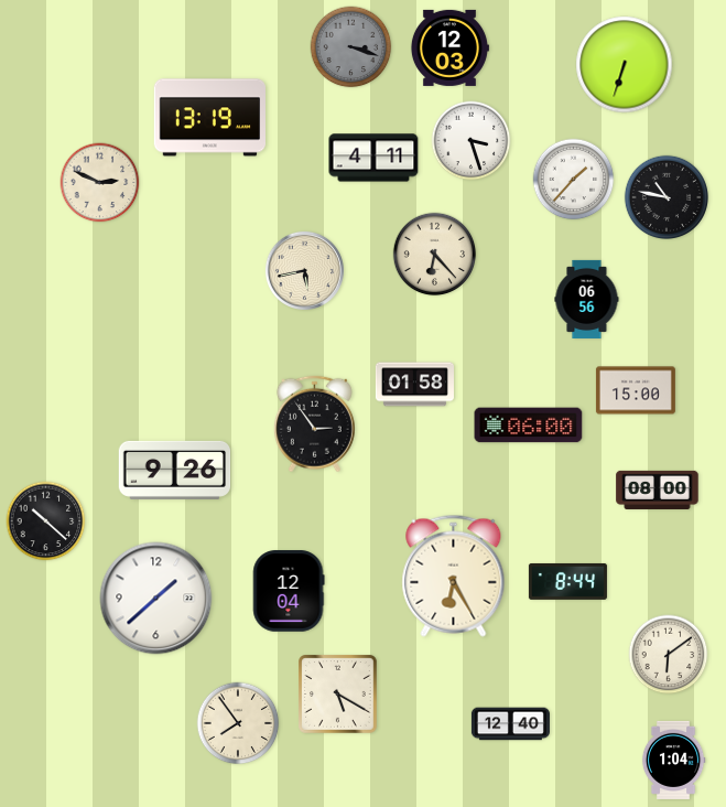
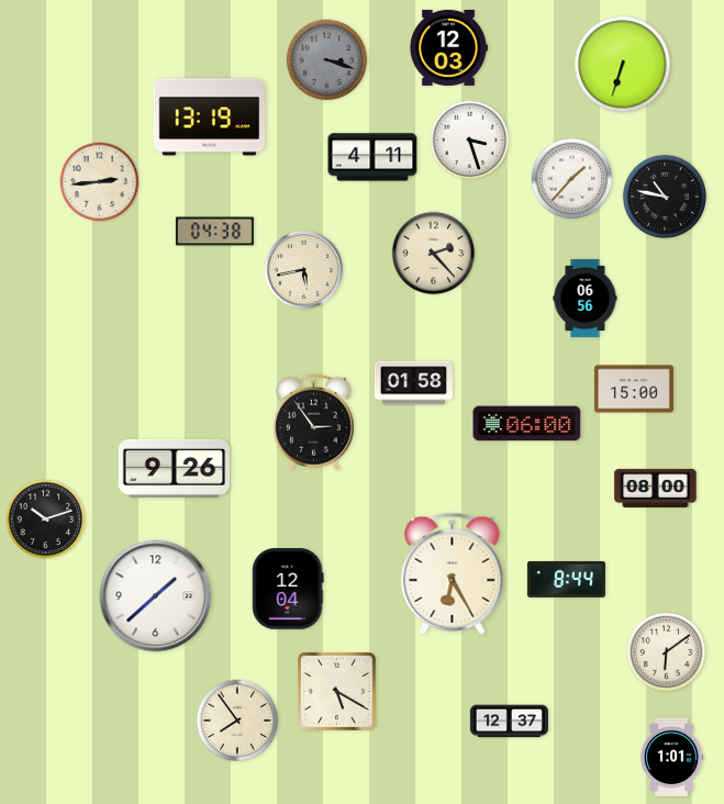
clock at (351, 47) position: (351, 47) -> (327, 60)
clock at (100, 183): 2:49 -> 2:44
clock at (214, 232): none -> 04:38
clock at (435, 255): 6:23 -> 2:23
clock at (46, 521): 10:22 -> 10:12
clock at (510, 724): 12:40 -> 12:37
clock at (673, 760): 1:04 -> 1:01
